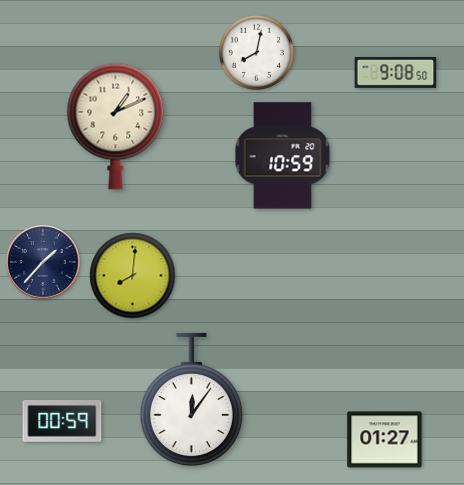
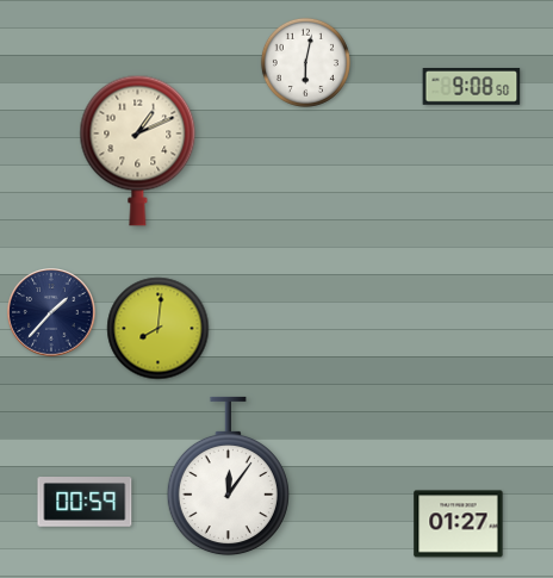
clock at (256, 52): 8:02 -> 6:02
clock at (283, 156): 10:59 -> none
clock at (62, 422) position: (62, 422) -> (85, 503)
